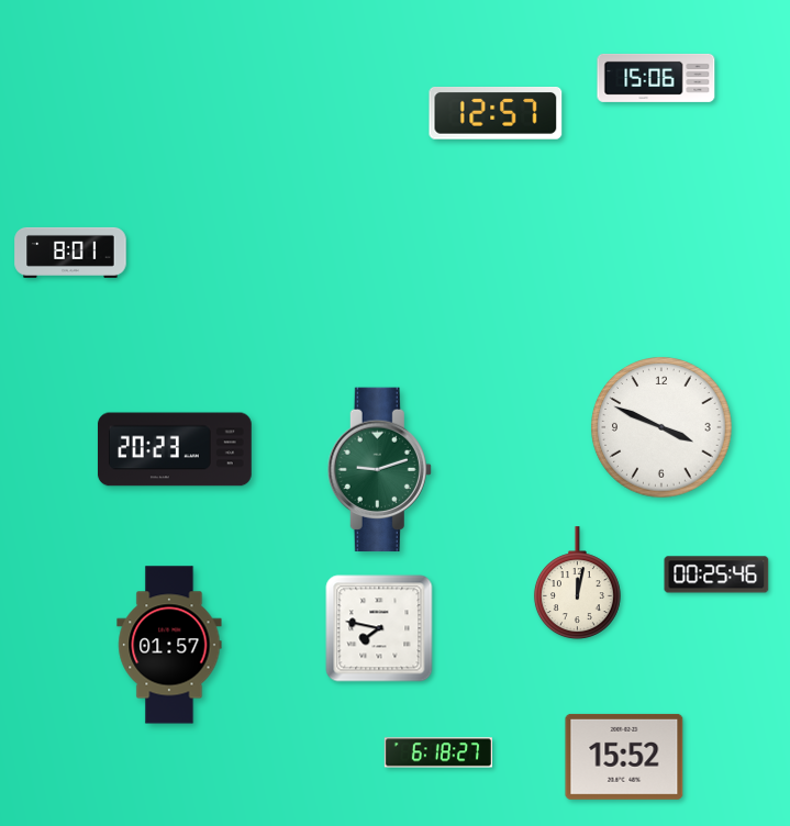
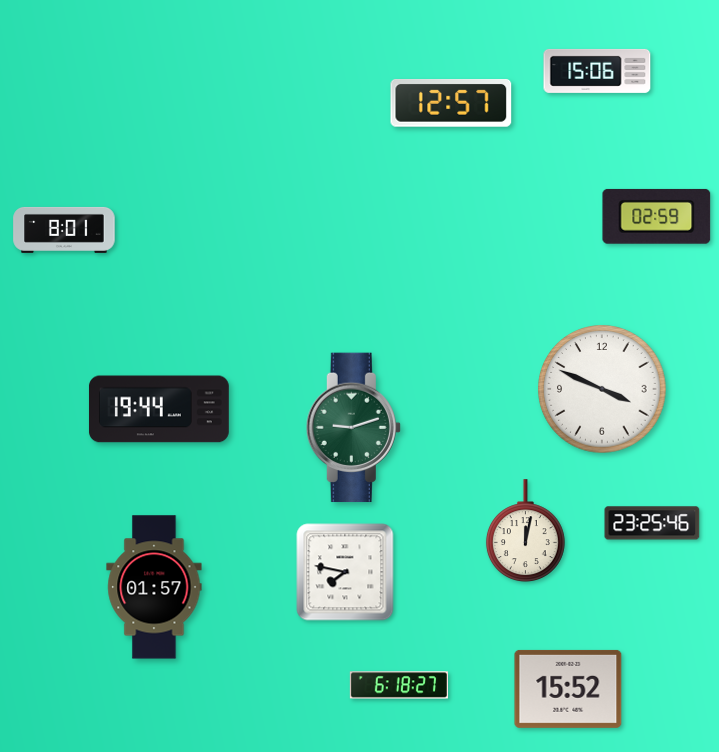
clock at (657, 216): none -> 02:59
clock at (175, 449): 20:23 -> 19:44
clock at (379, 470) position: (379, 470) -> (353, 428)
clock at (716, 574): 00:25 -> 23:25
